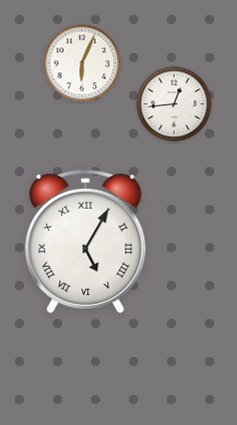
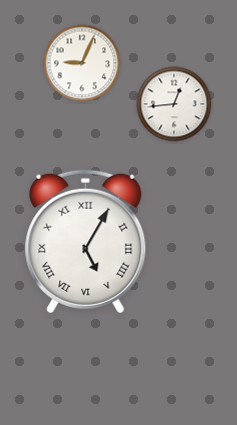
clock at (82, 63): 6:04 -> 9:04
